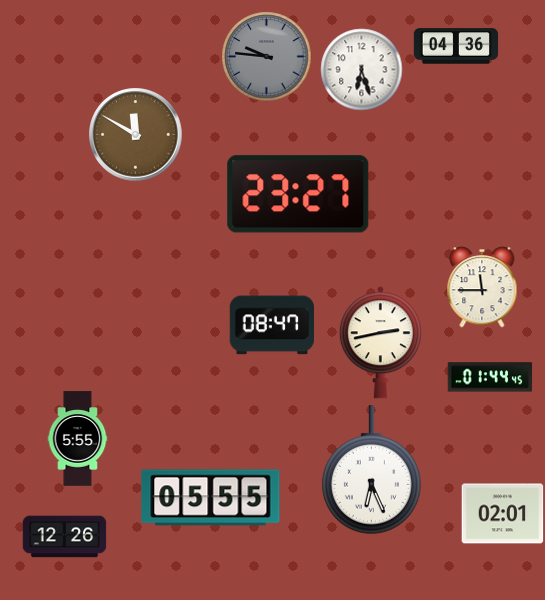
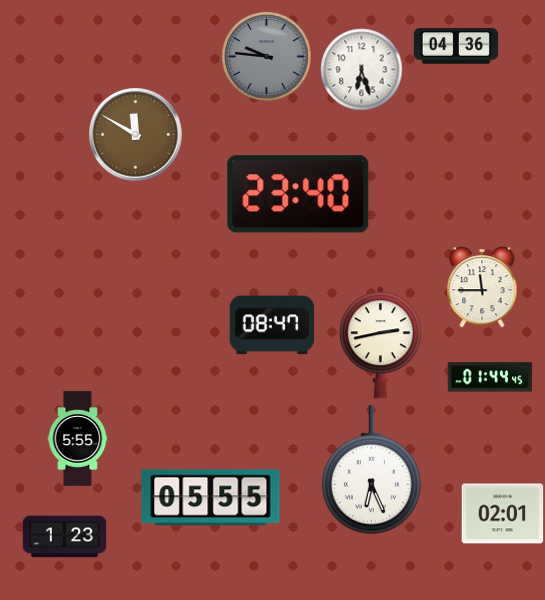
clock at (298, 194): 23:27 -> 23:40
clock at (65, 537): 12:26 -> 1:23
